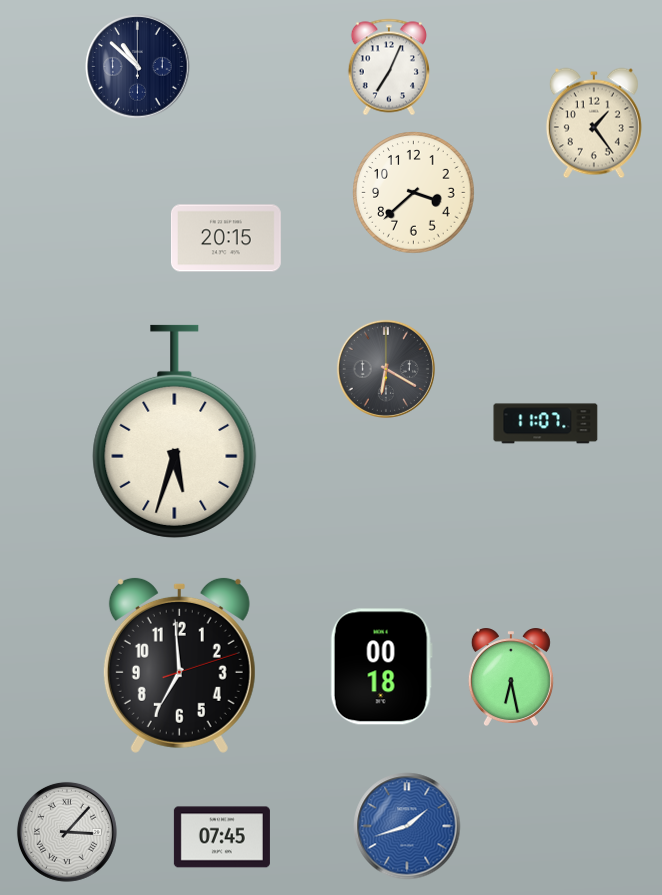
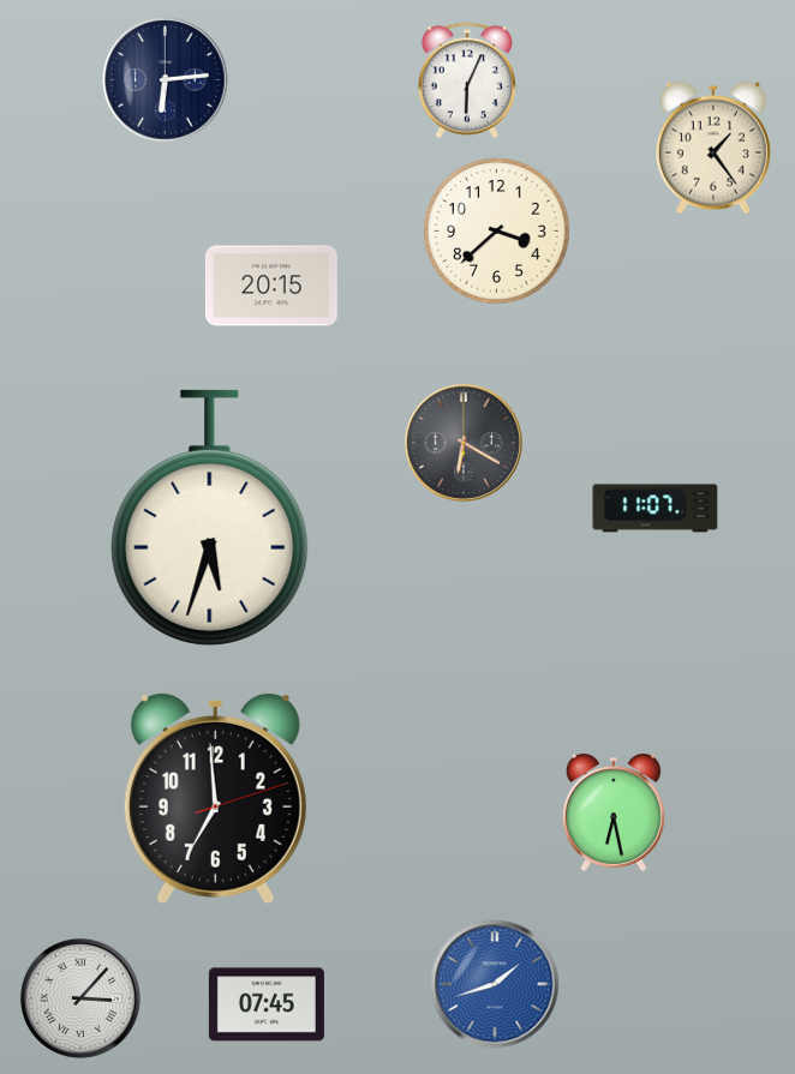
clock at (138, 67): 10:52 -> 6:14
clock at (389, 67): 7:04 -> 6:04
clock at (381, 667): 00:18 -> none
clock at (407, 826) position: (407, 826) -> (495, 984)
